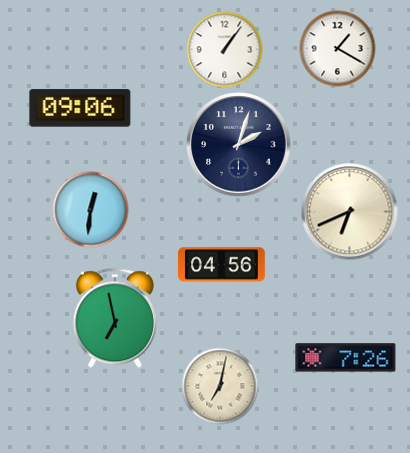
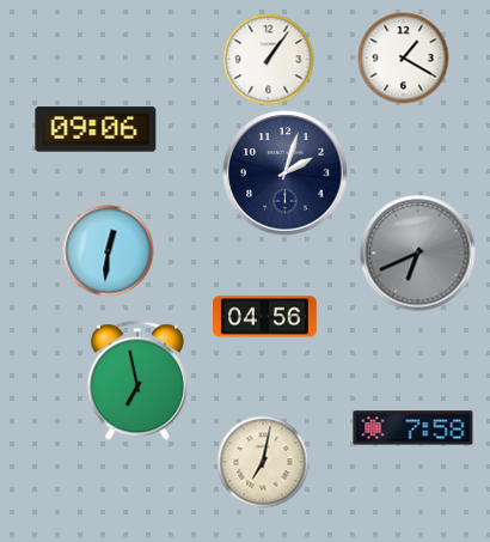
clock at (350, 212) dial: cream -> grey
clock at (346, 358): 7:26 -> 7:58
